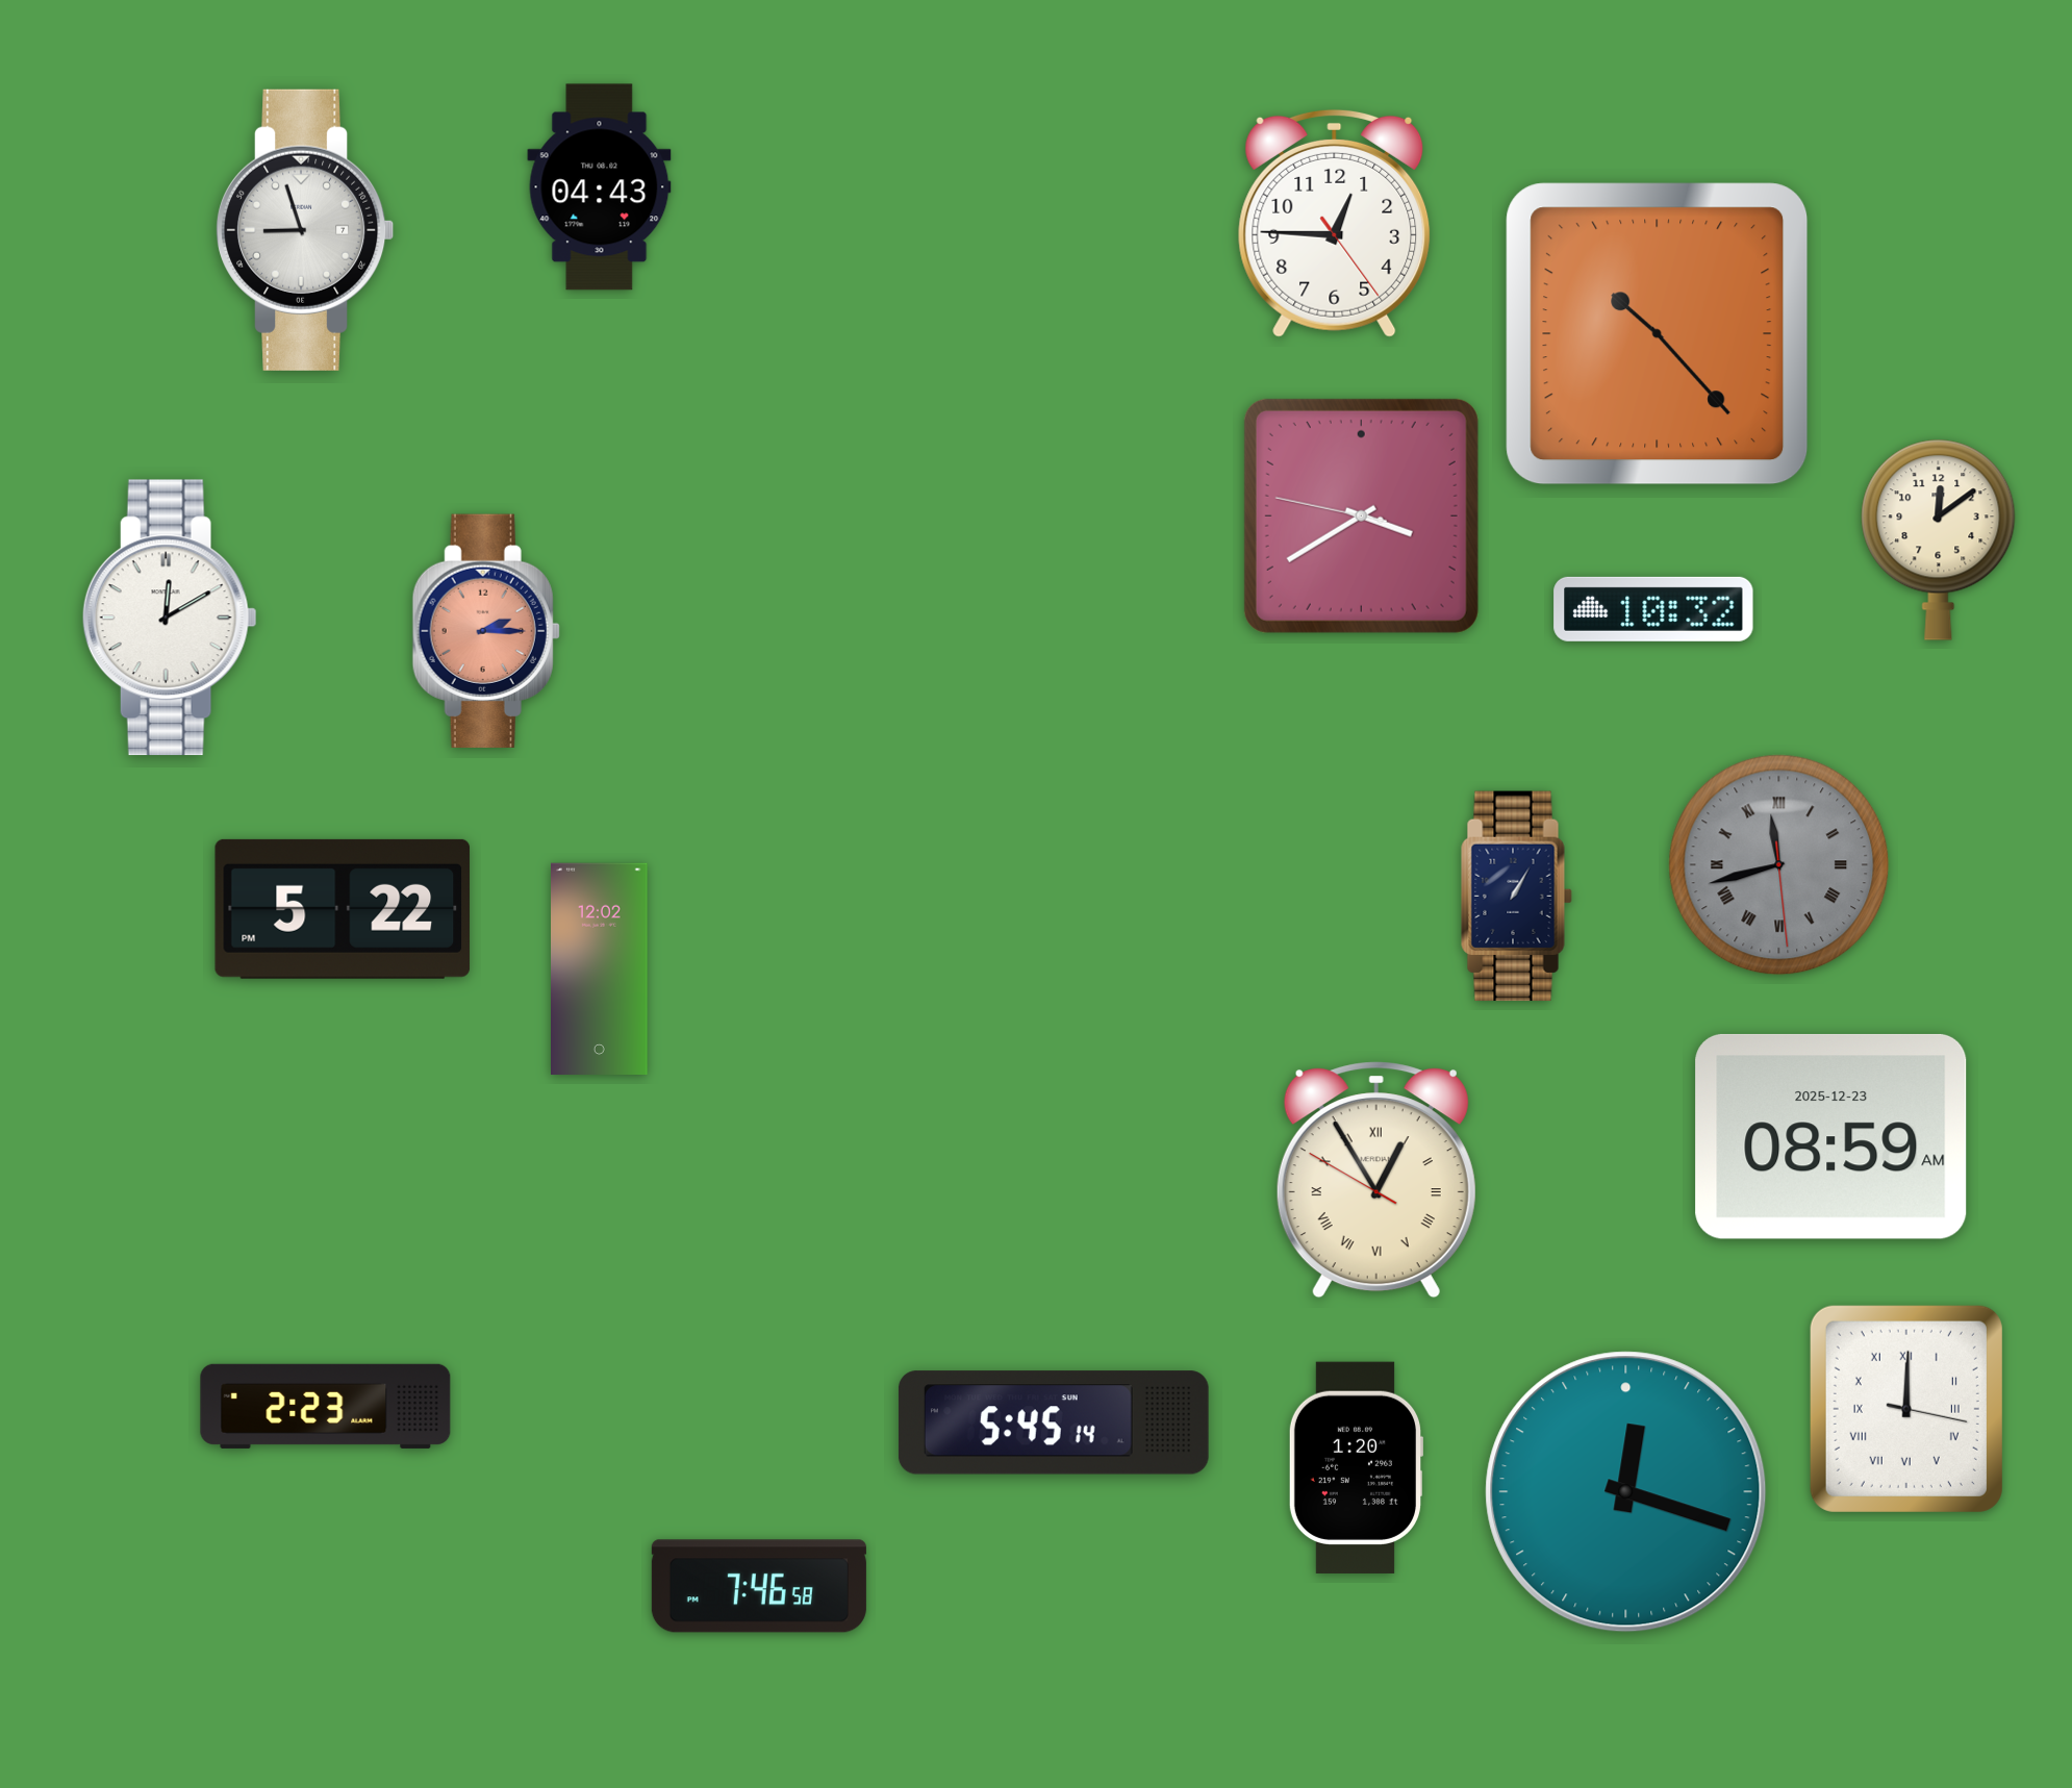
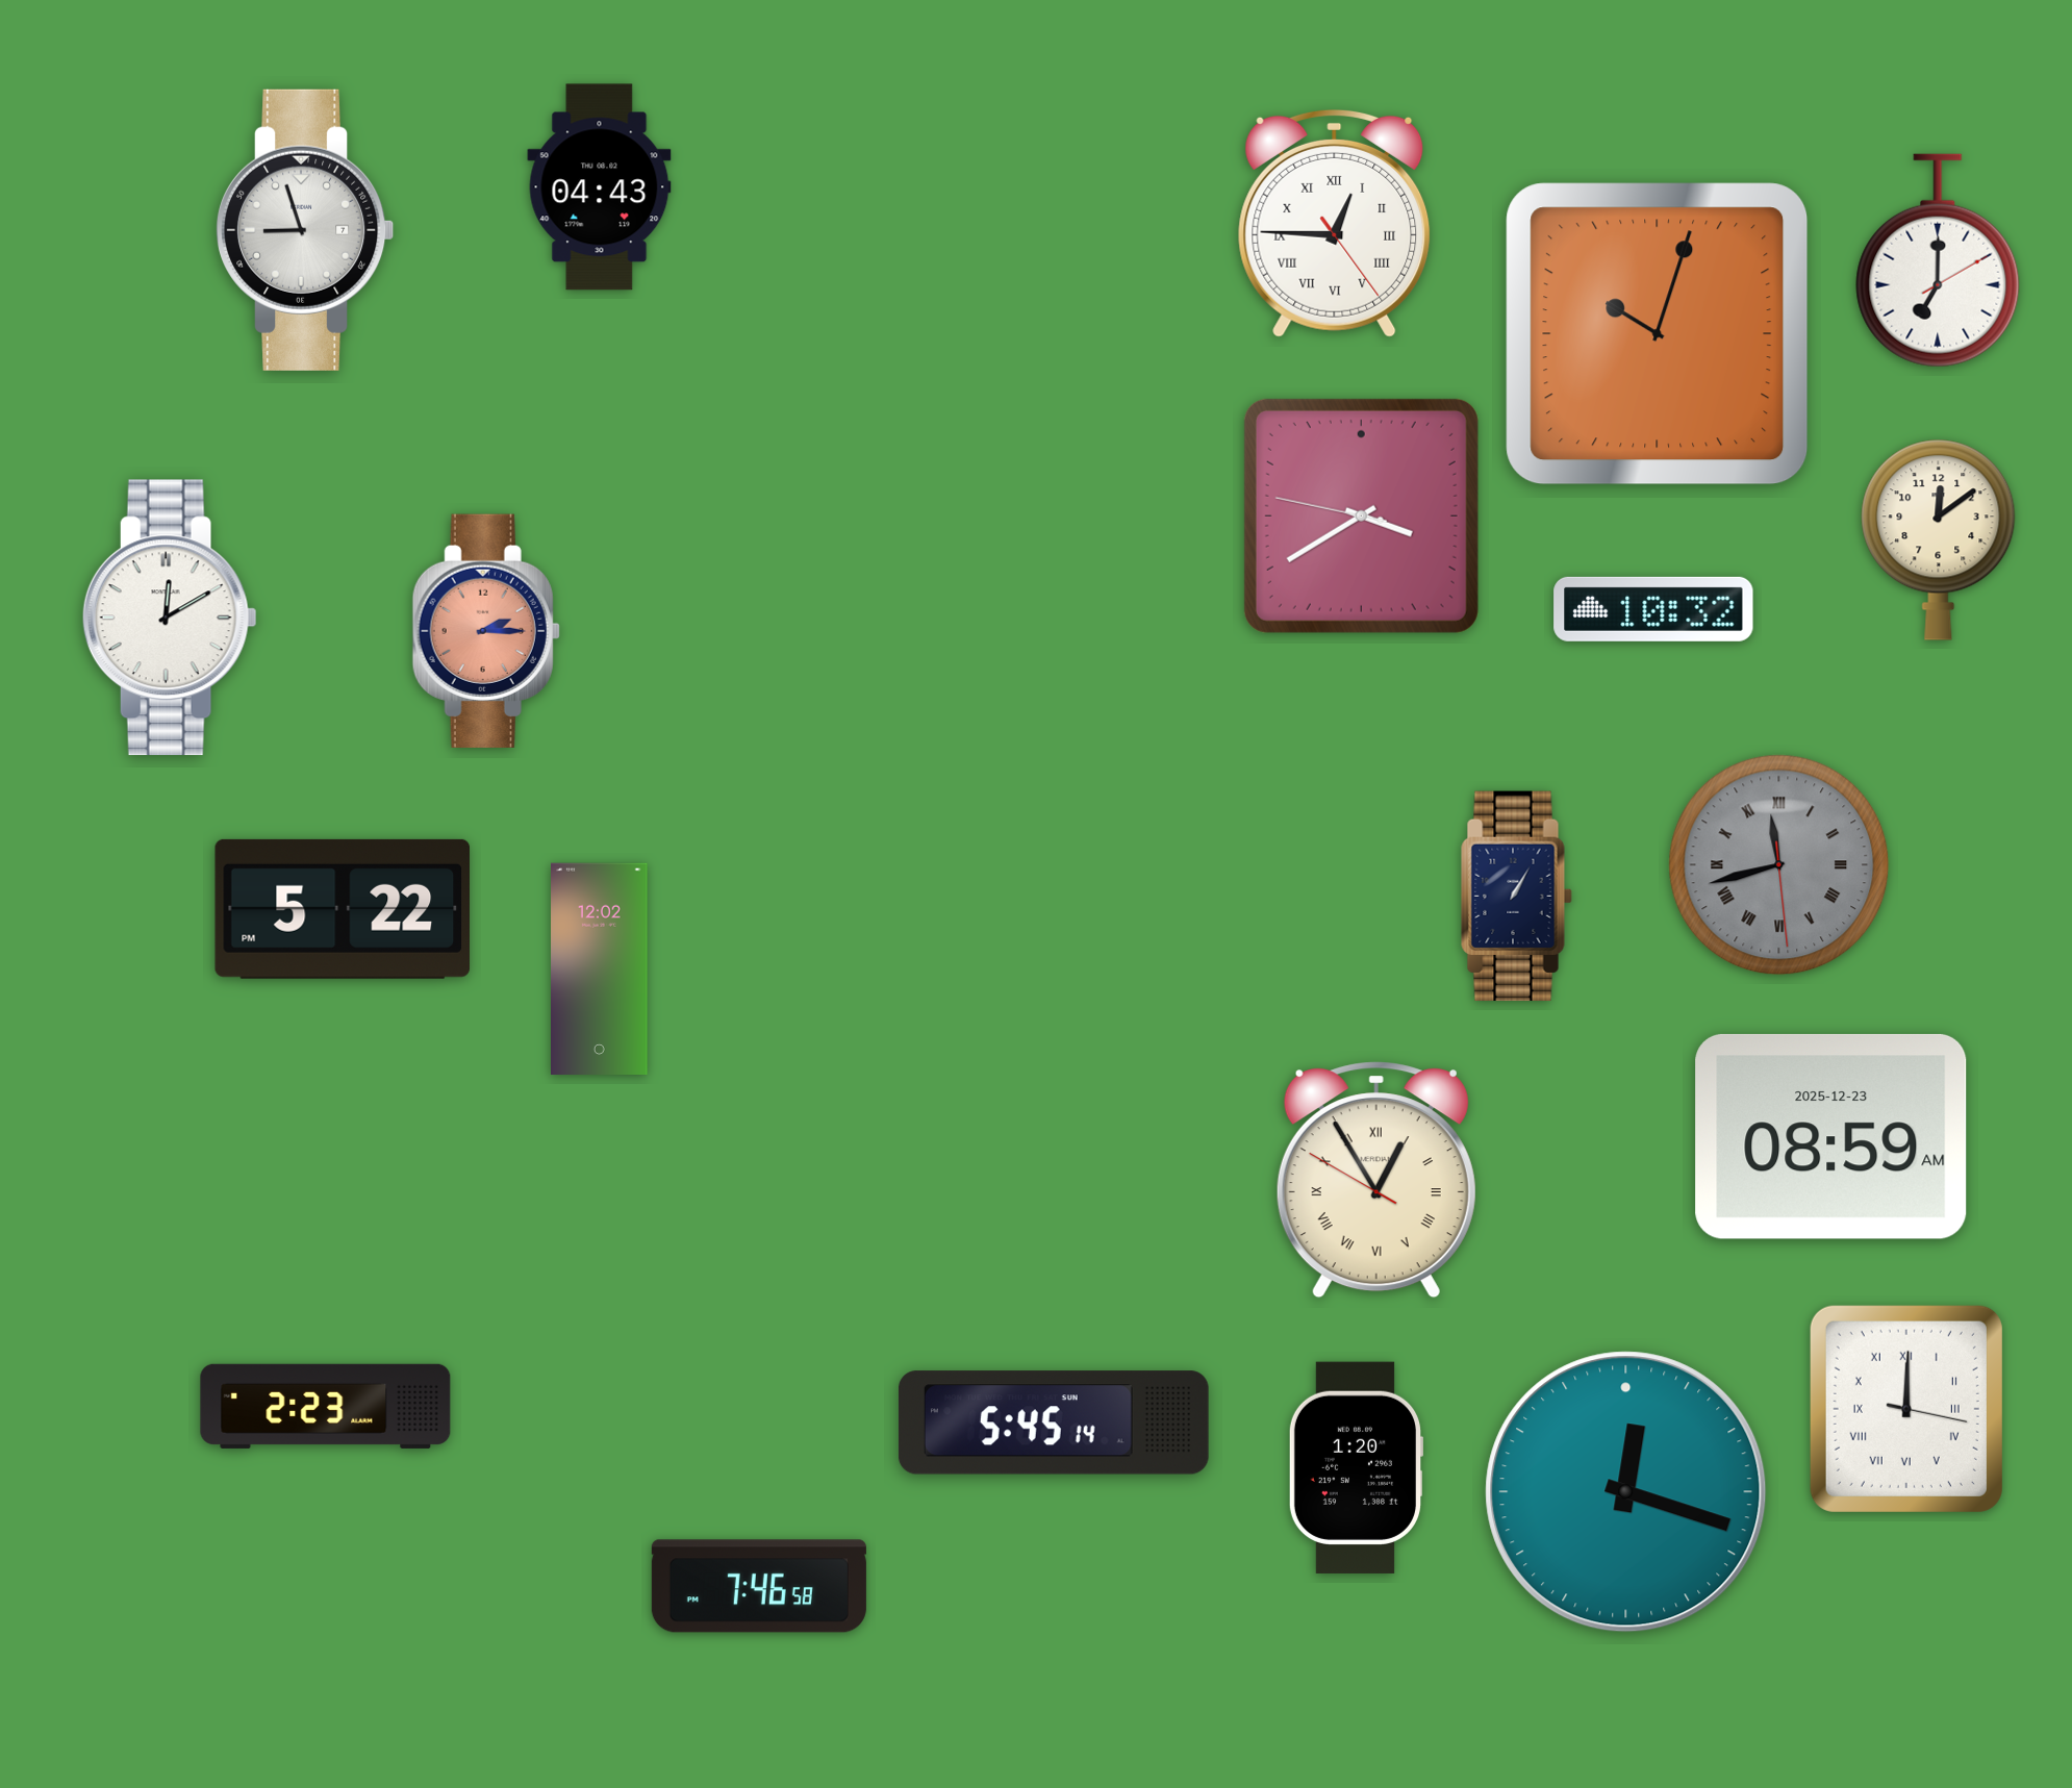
clock at (1335, 223) numerals: Arabic -> Roman
clock at (1938, 260): none -> 7:00
clock at (1658, 334): 10:23 -> 10:03
